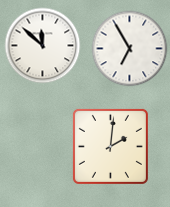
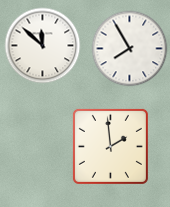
clock at (130, 49): 6:55 -> 7:55
clock at (110, 146): 2:01 -> 1:59
